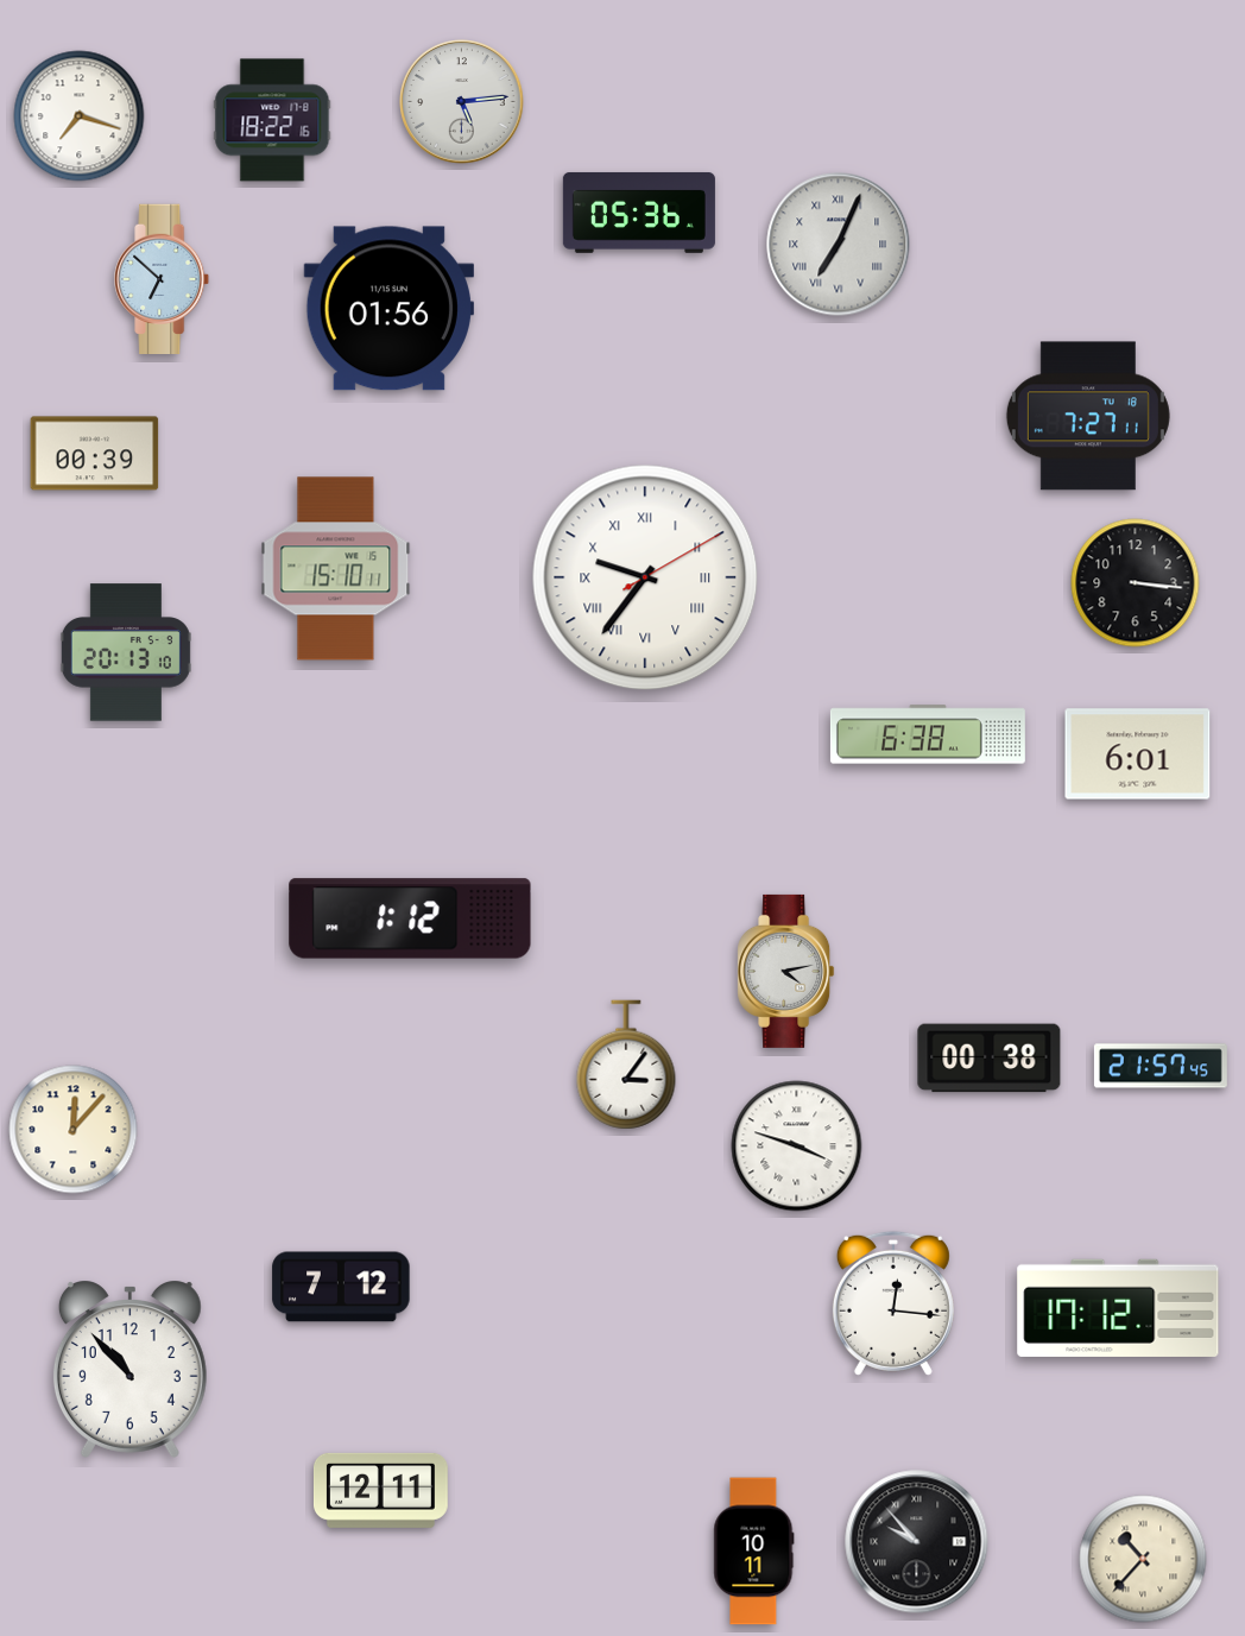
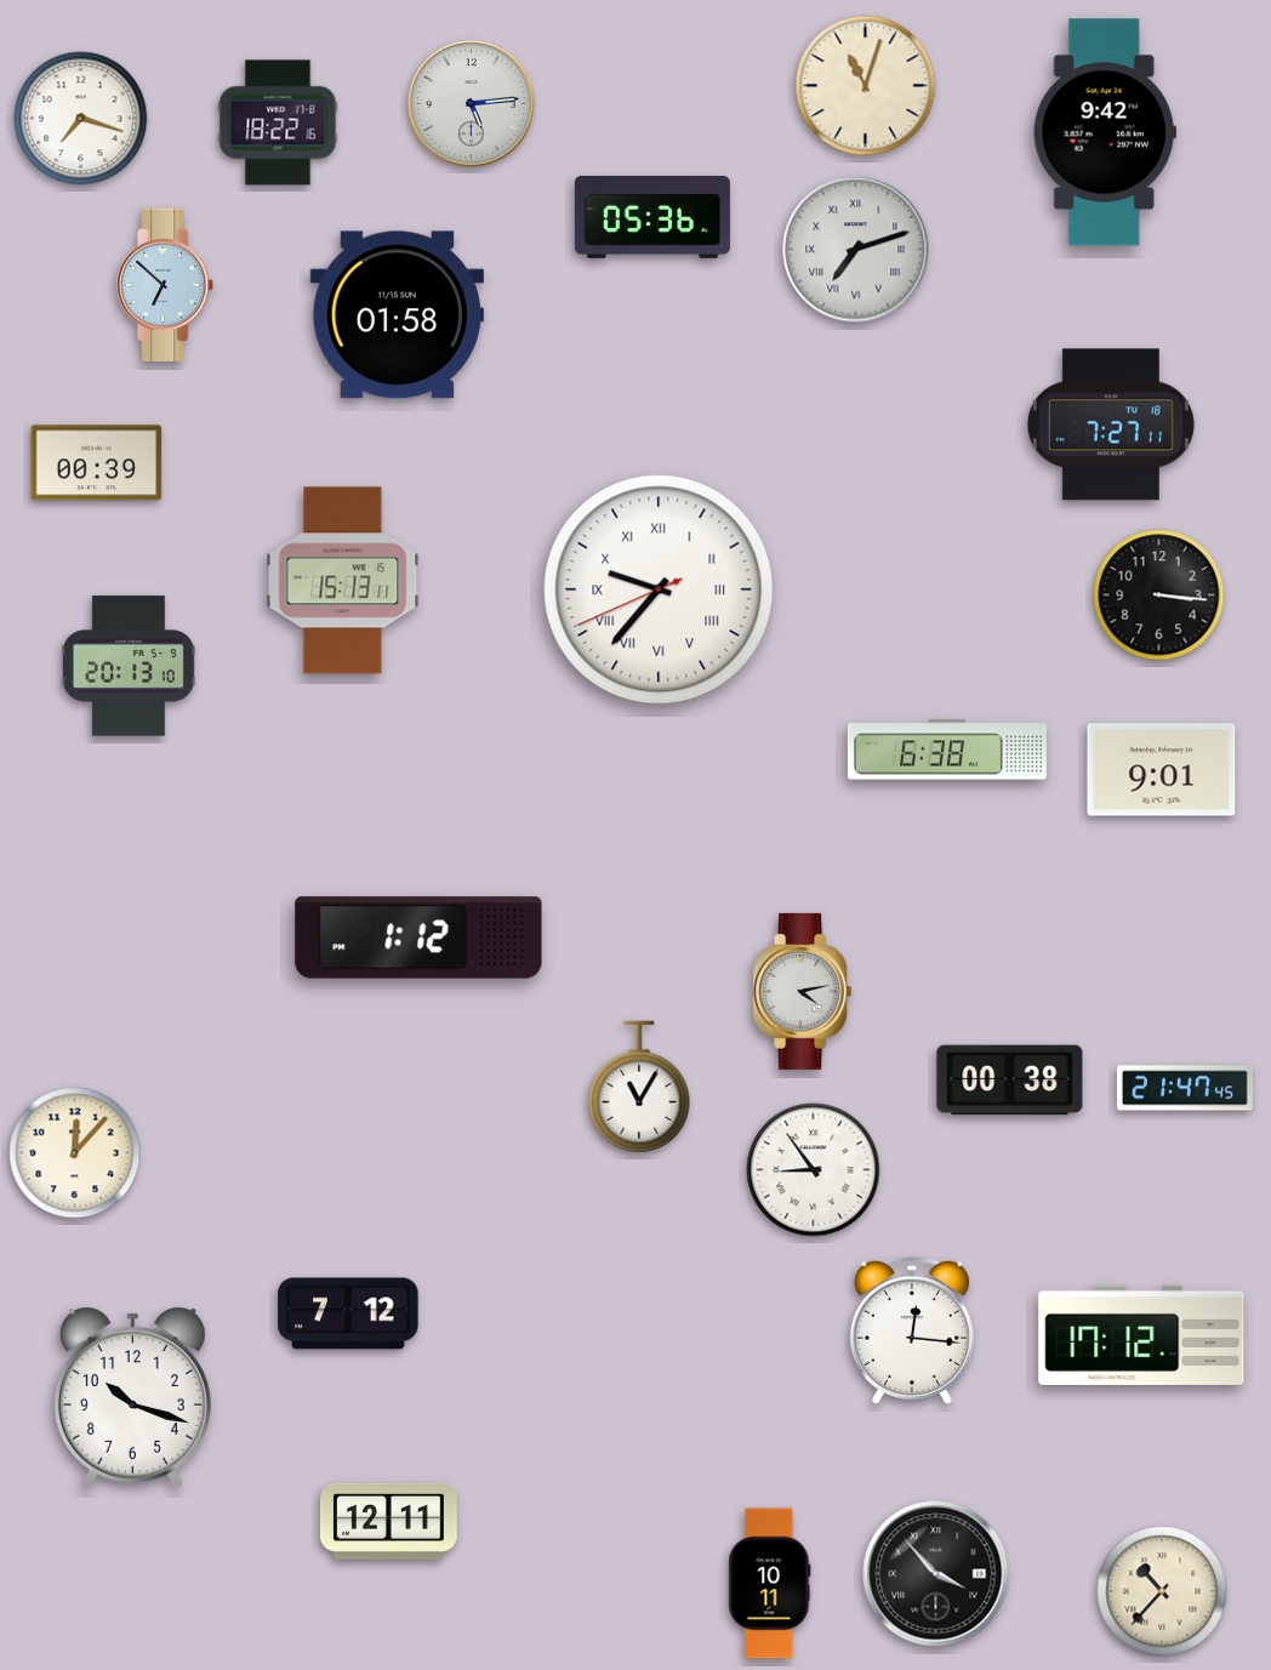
clock at (866, 86): none -> 11:03
clock at (1105, 132): none -> 9:42
clock at (839, 245): 7:04 -> 7:12
clock at (388, 309): 01:56 -> 01:58
clock at (336, 569): 15:10 -> 15:13
clock at (645, 577): 9:36:10 -> 9:36:41
clock at (1138, 754): 6:01 -> 9:01
clock at (626, 1065): 3:06 -> 11:05
clock at (1161, 1066): 21:57 -> 21:47
clock at (797, 1147): 3:48 -> 8:54
clock at (129, 1369): 10:53 -> 10:18
clock at (917, 1542): 9:53 -> 3:53
clock at (1143, 1559) position: (1143, 1559) -> (1162, 1591)
